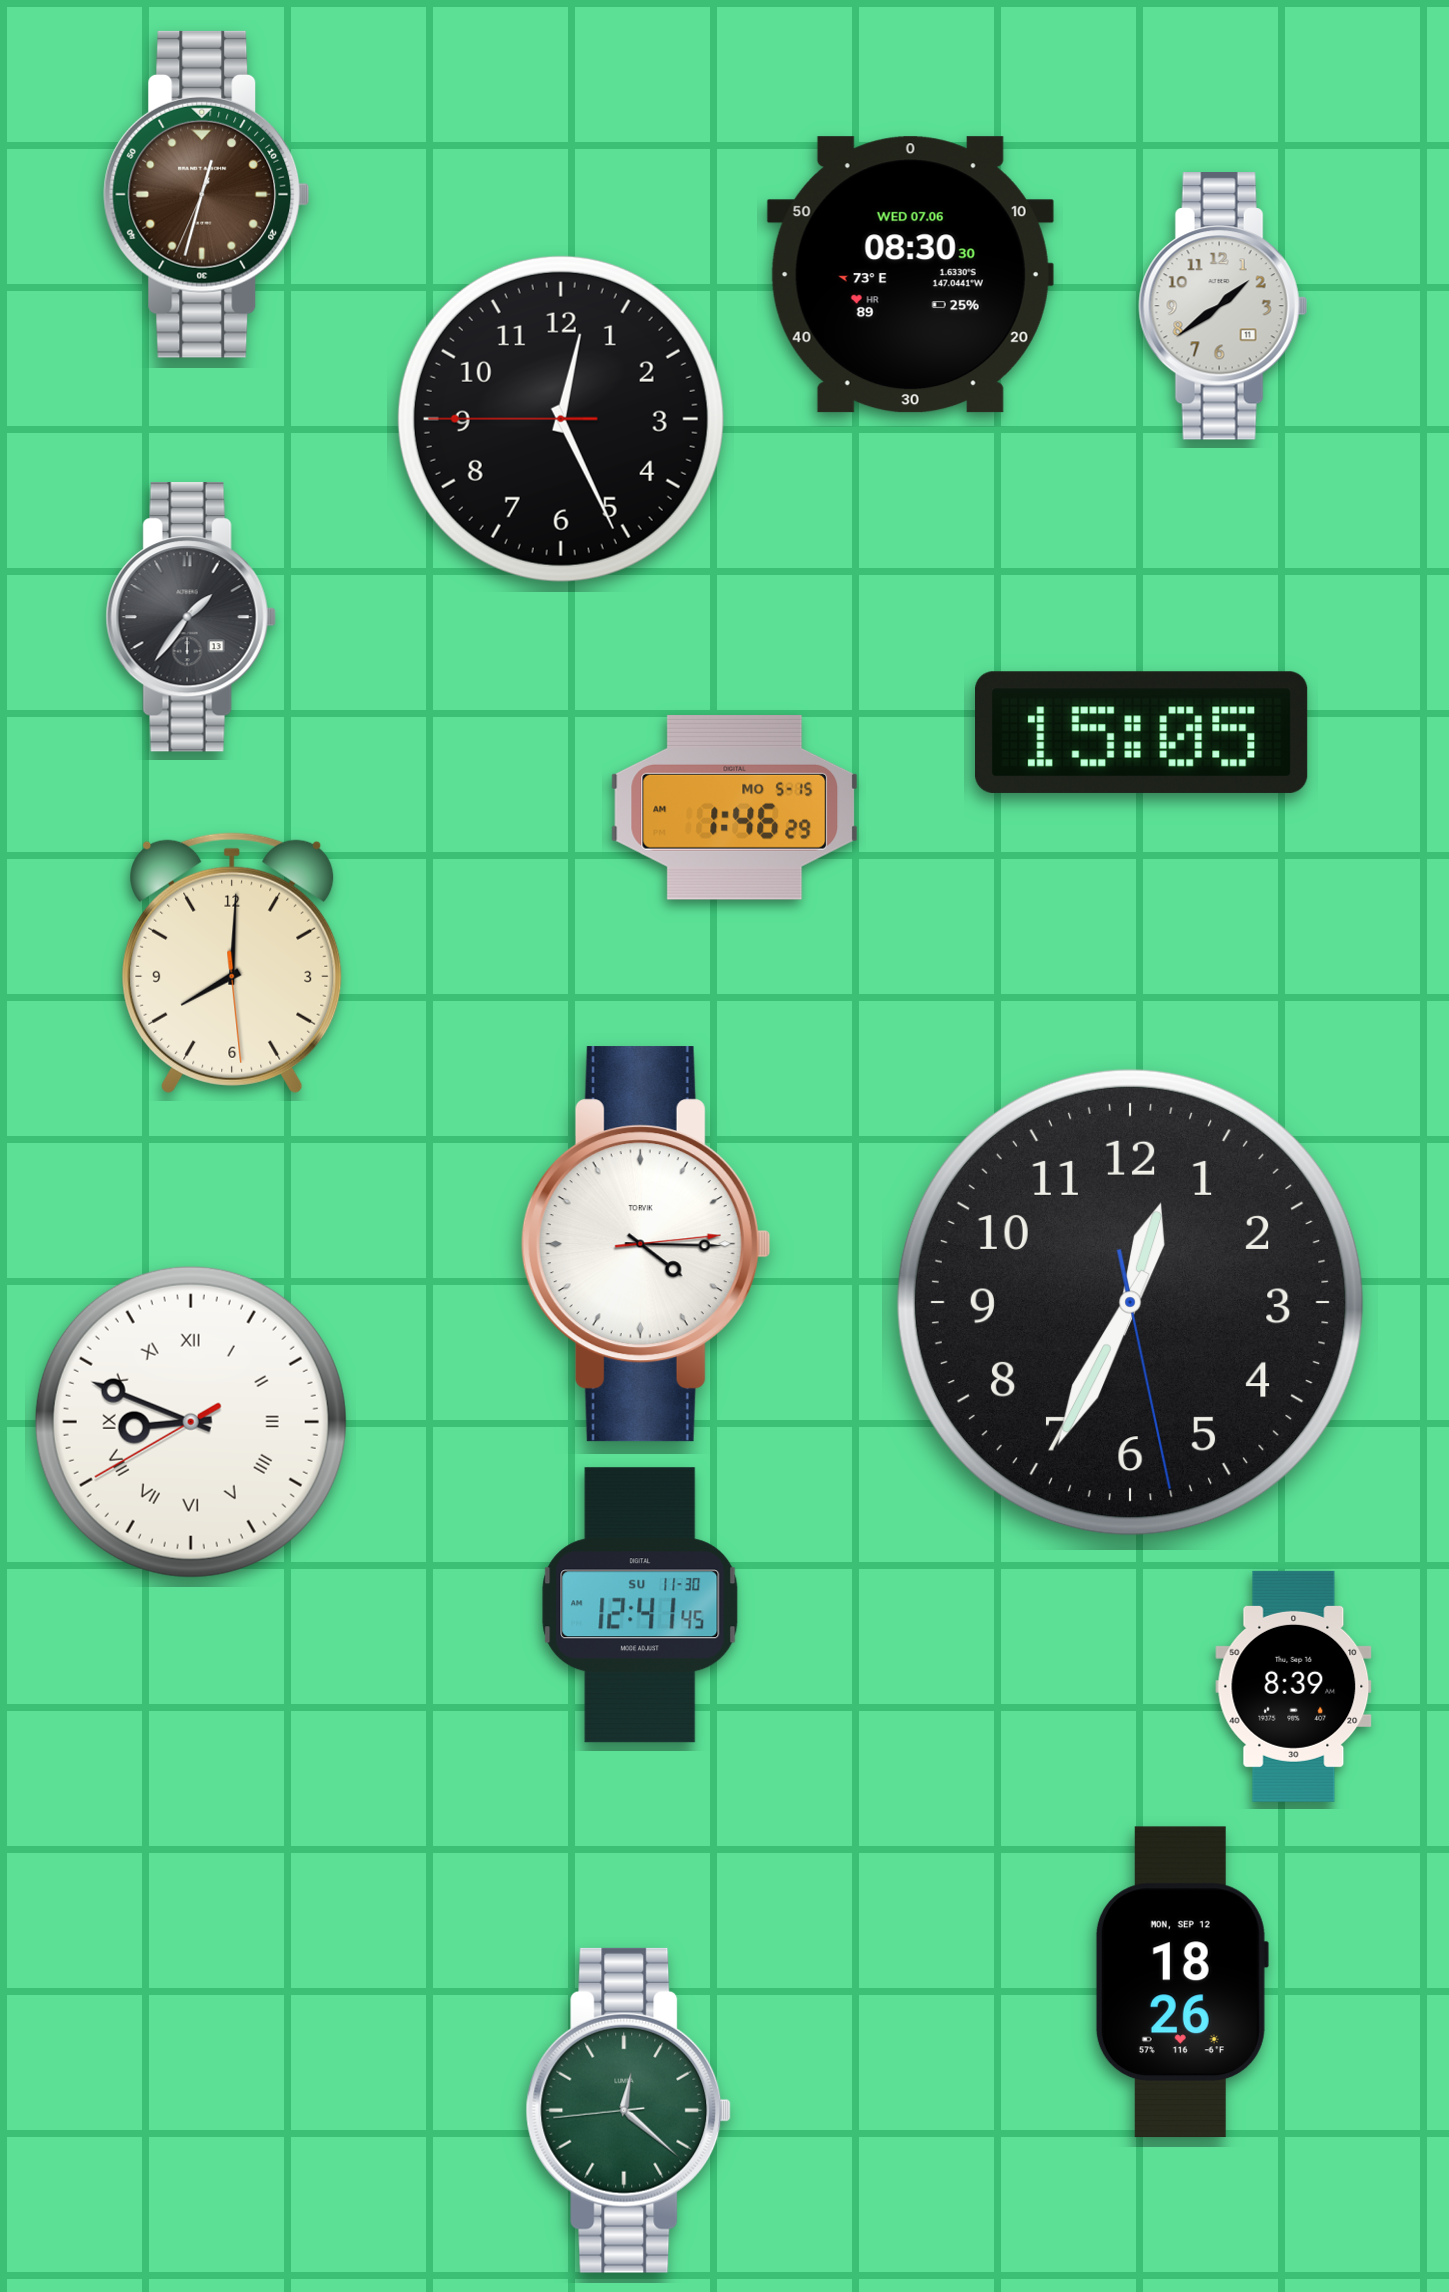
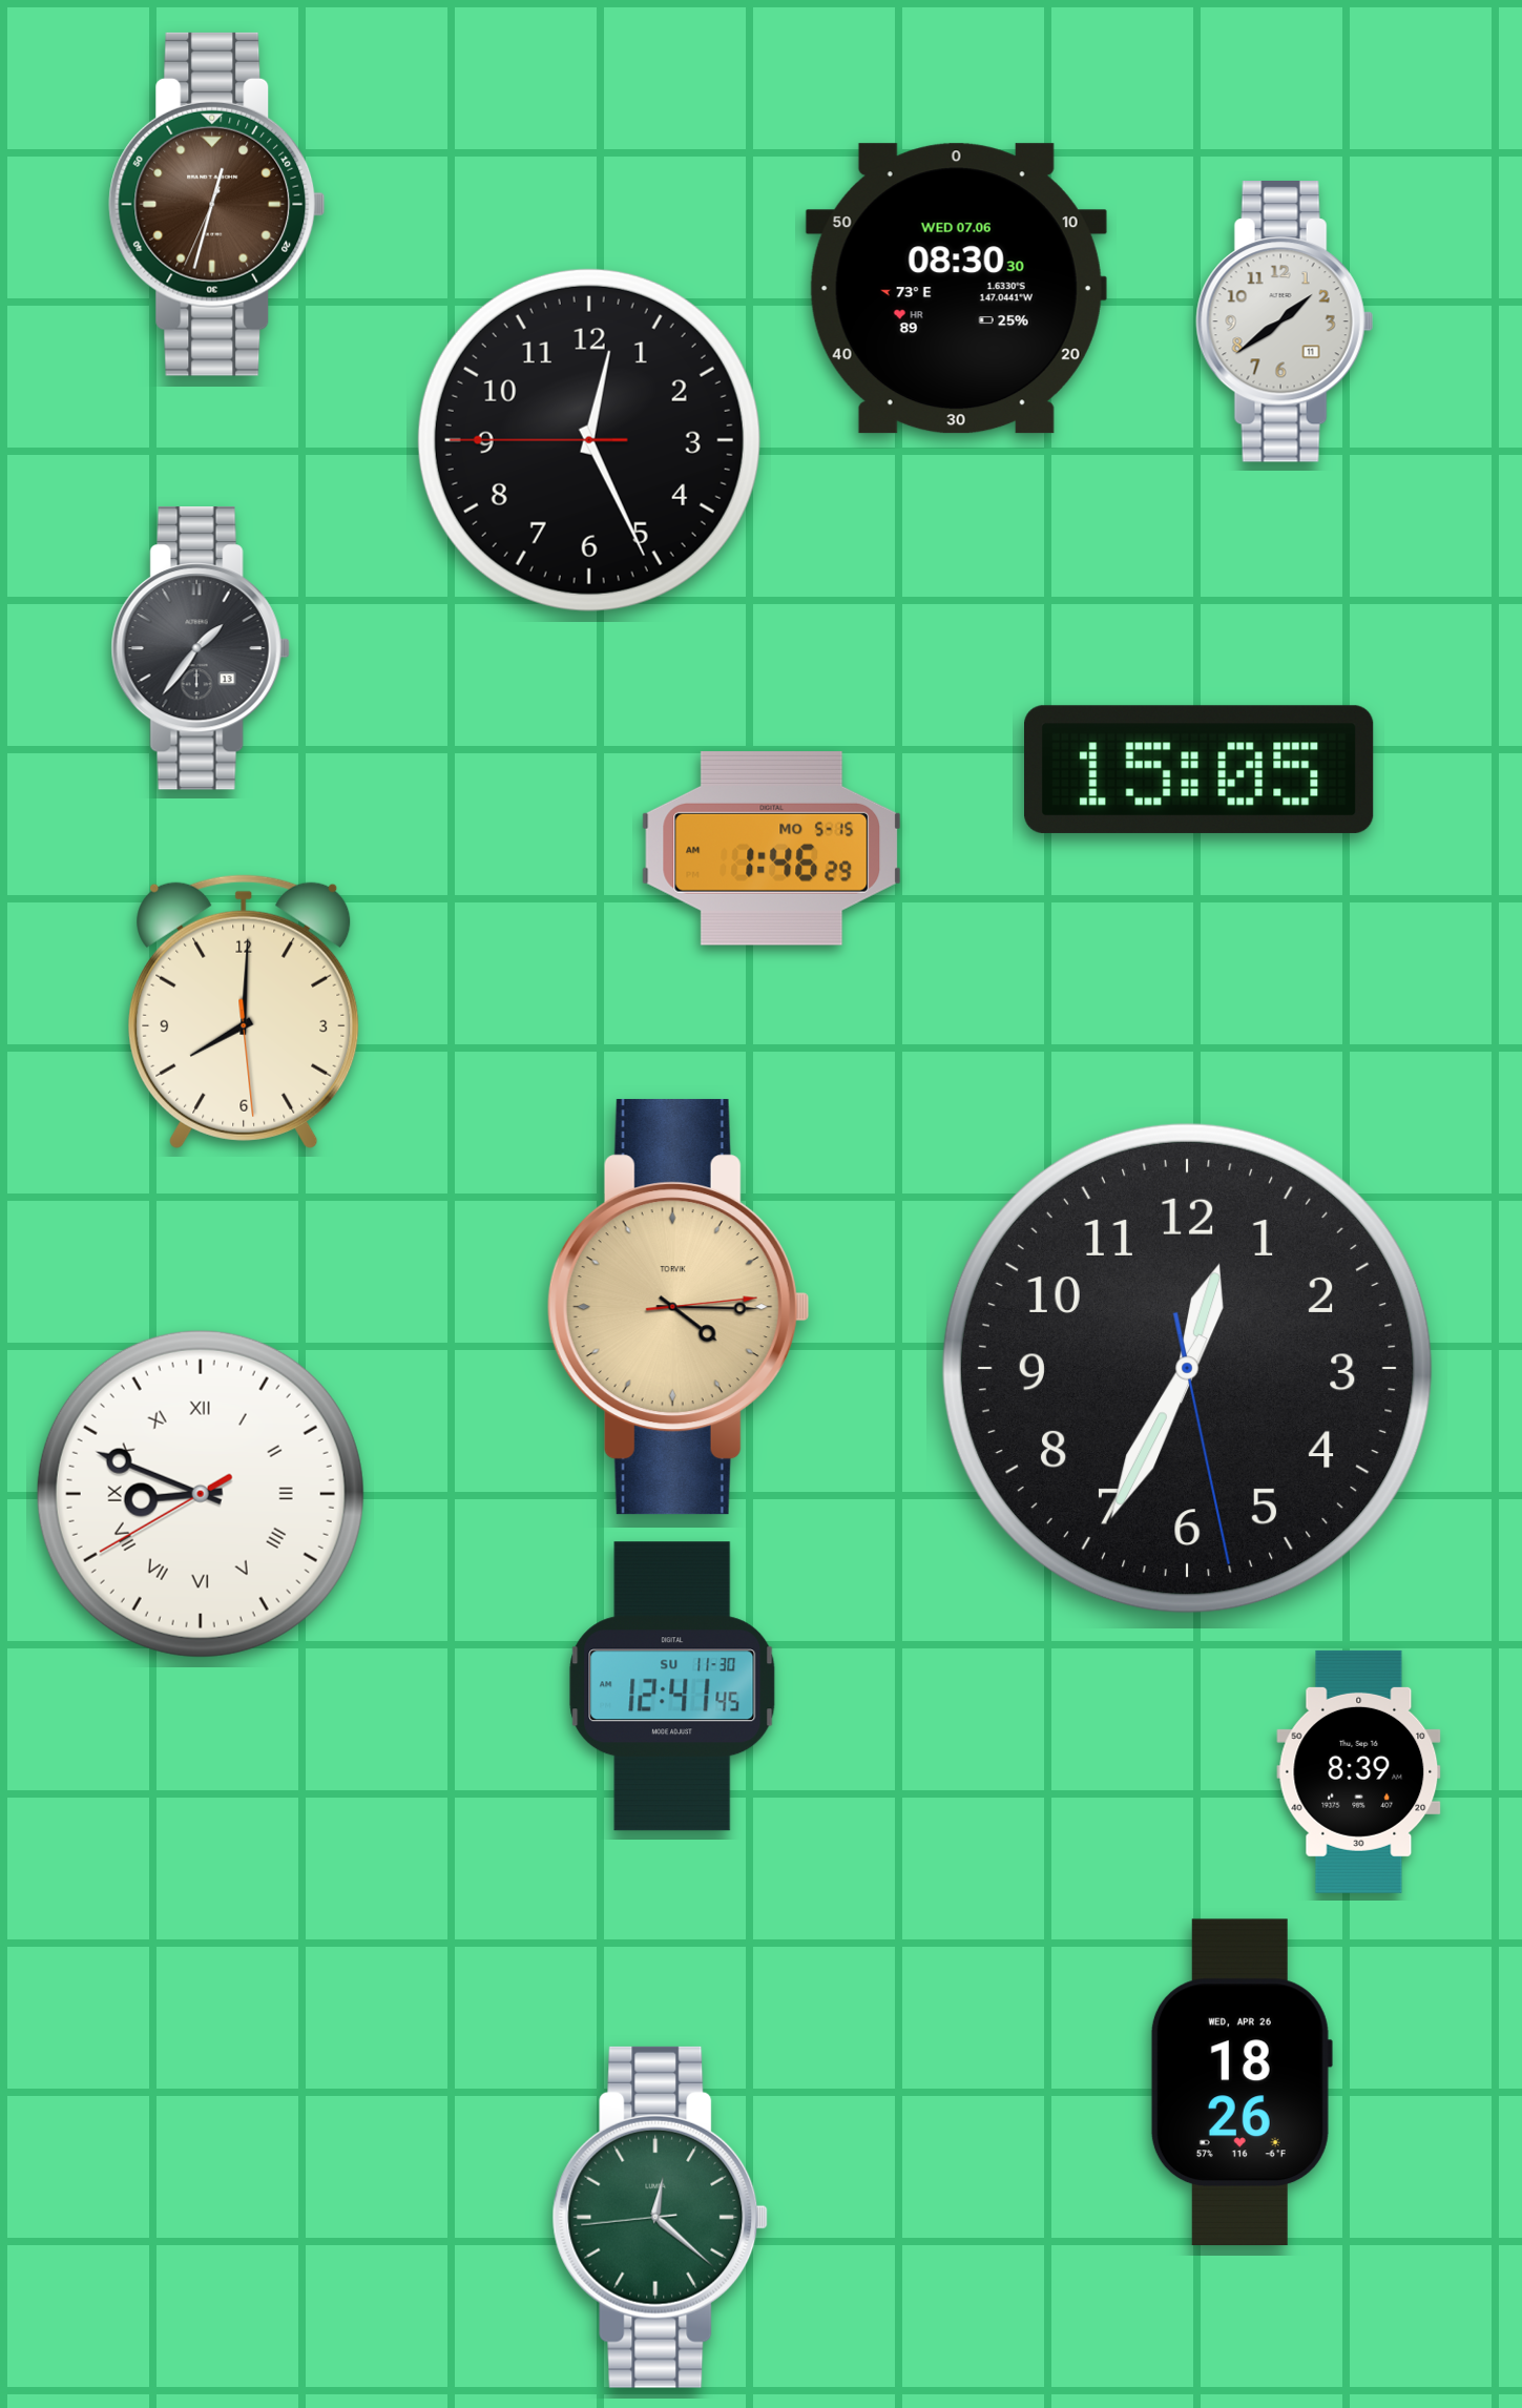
clock at (646, 1244) dial: white -> champagne
clock at (1181, 1982) date: MON, SEP 12 -> WED, APR 26
